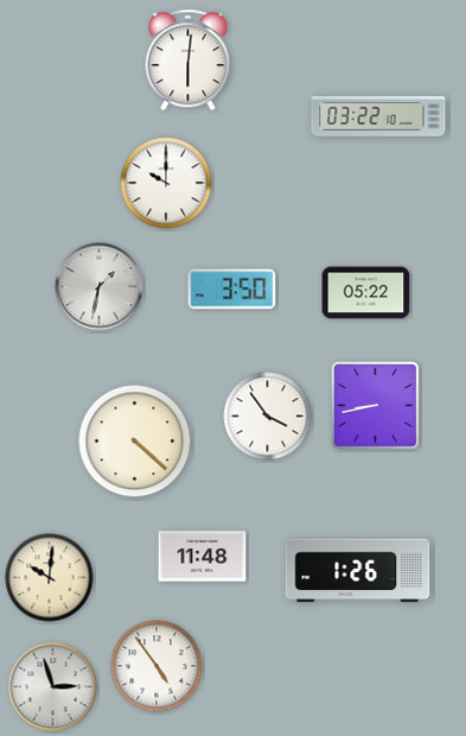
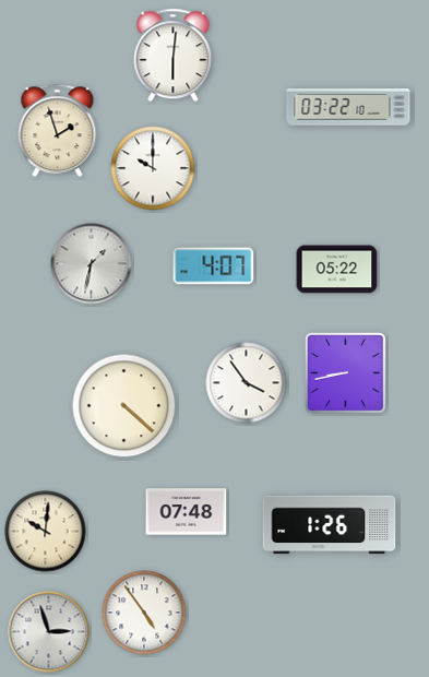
clock at (58, 131): none -> 1:57
clock at (232, 290): 3:50 -> 4:07
clock at (203, 557): 11:48 -> 07:48
